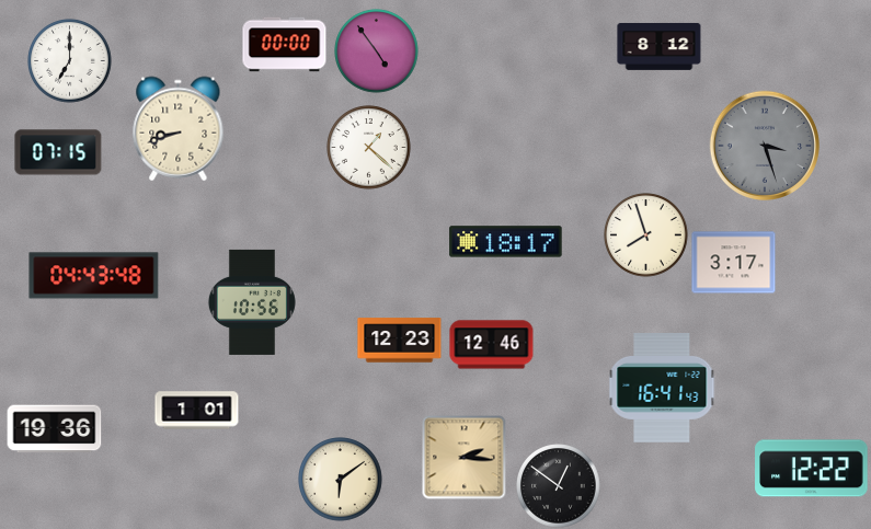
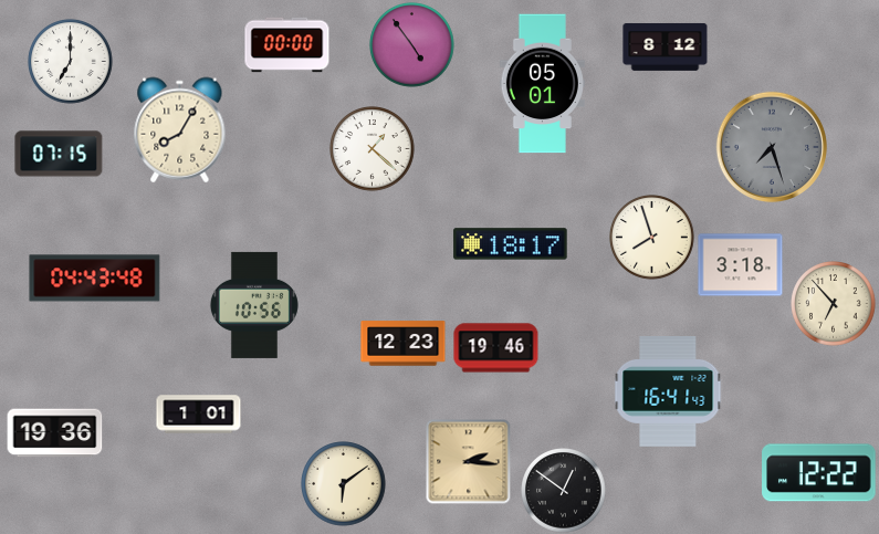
clock at (377, 51) position: (377, 51) -> (412, 45)
clock at (542, 84): none -> 05:01
clock at (179, 129): 8:42 -> 8:05
clock at (764, 145): 3:27 -> 7:27
clock at (734, 263): 3:17 -> 3:18
clock at (834, 304): none -> 6:53
clock at (492, 345): 12:46 -> 19:46
